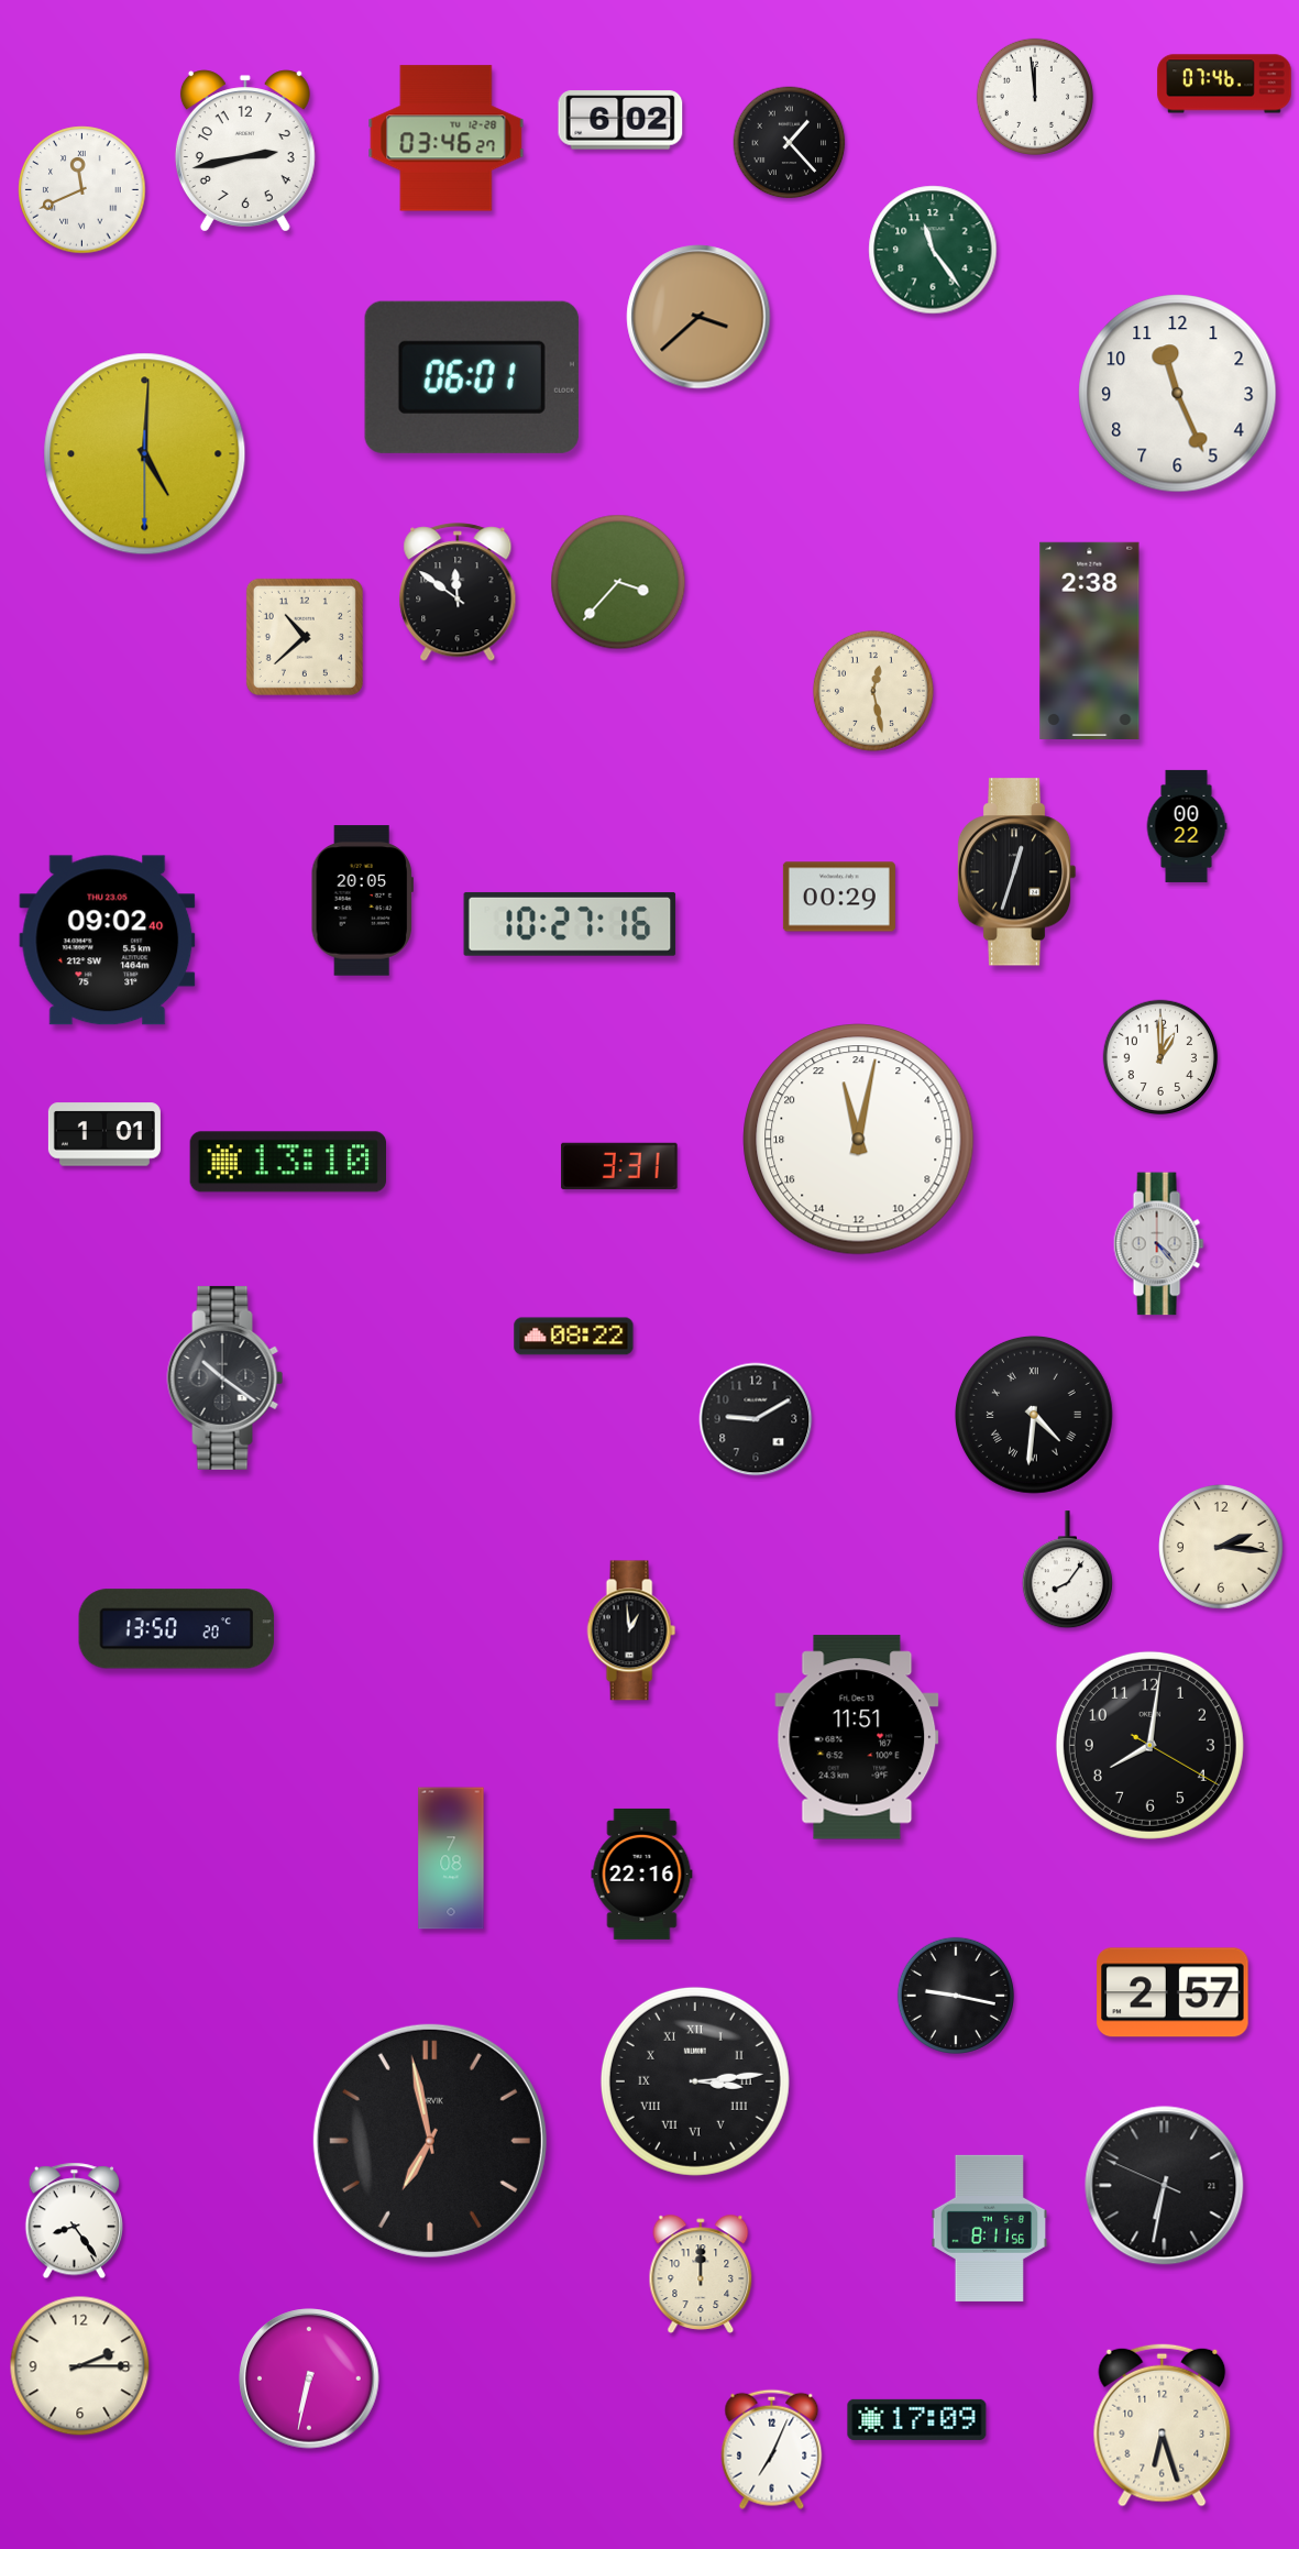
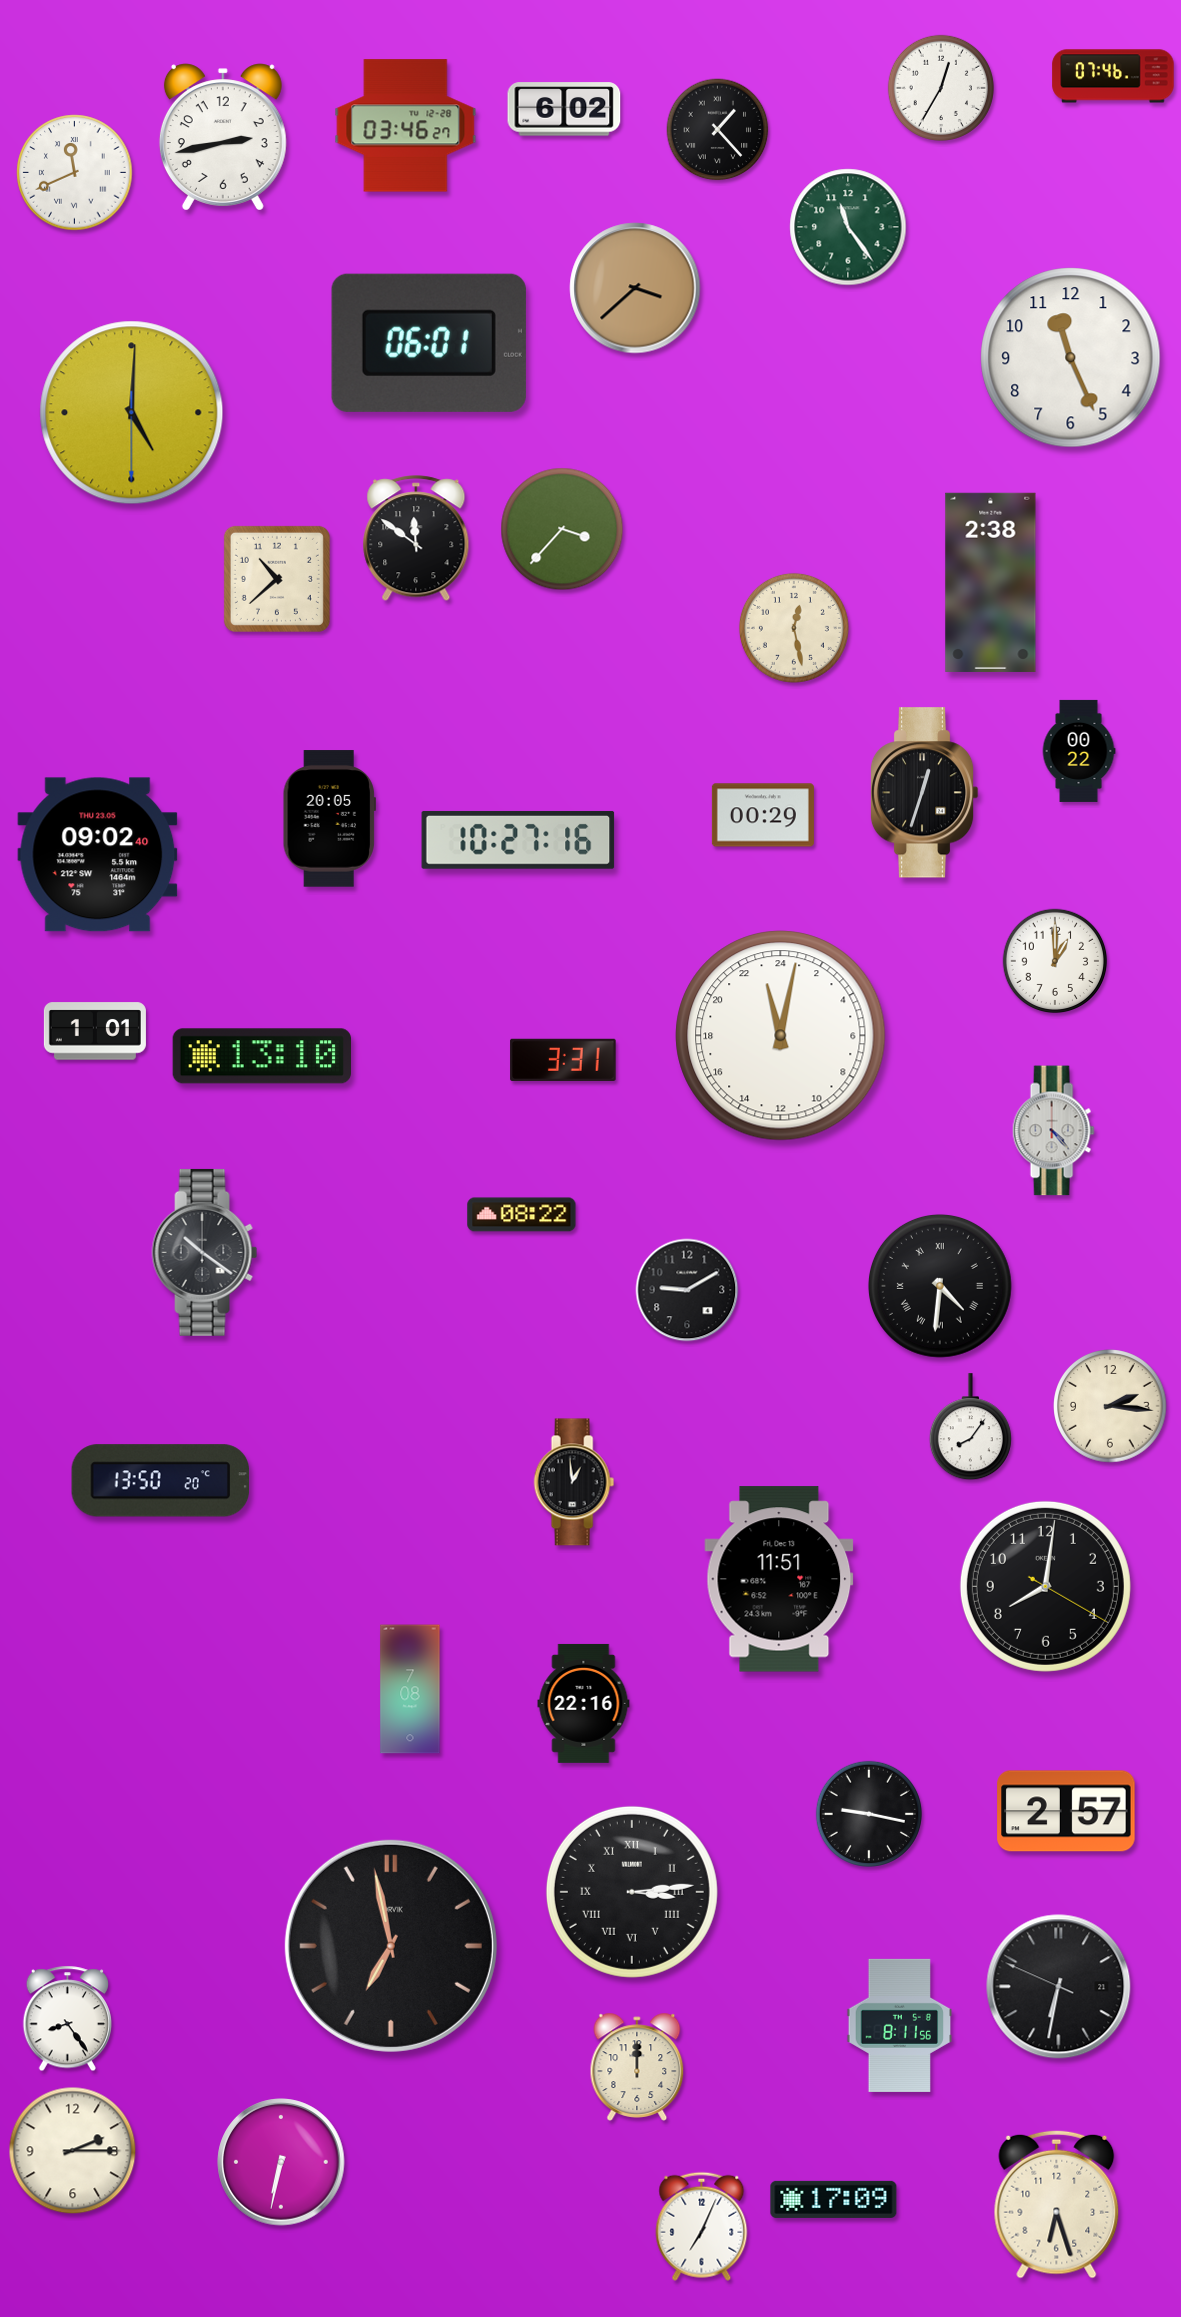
clock at (1035, 97): 11:59 -> 12:35
